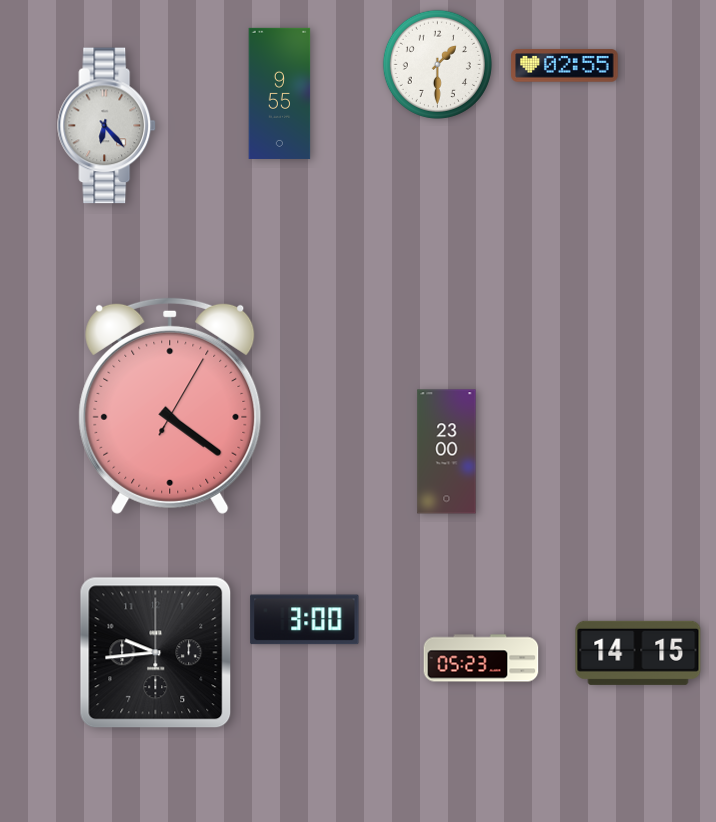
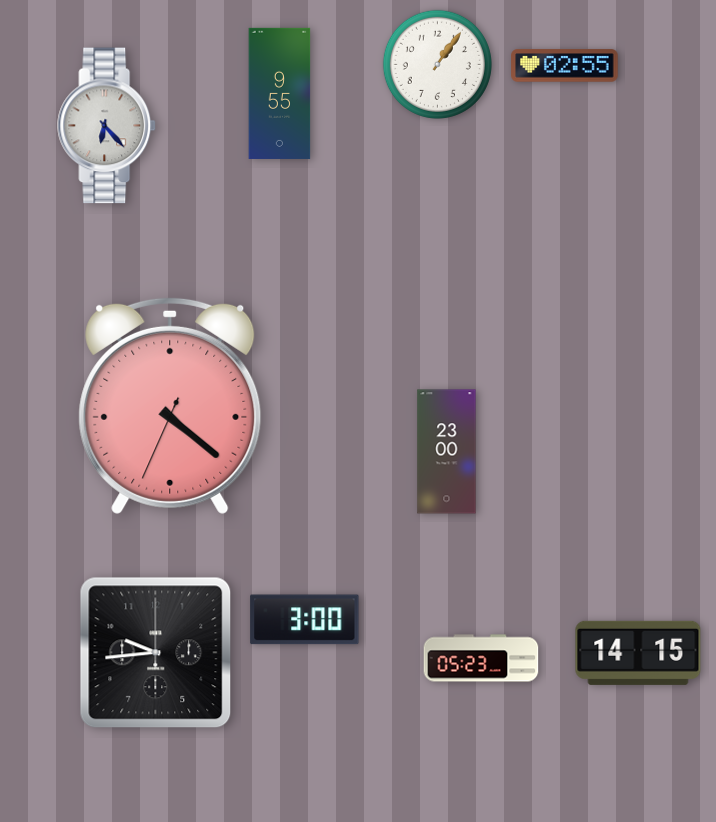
clock at (437, 64): 1:30 -> 1:06
clock at (170, 405): 4:21:05 -> 4:21:34
